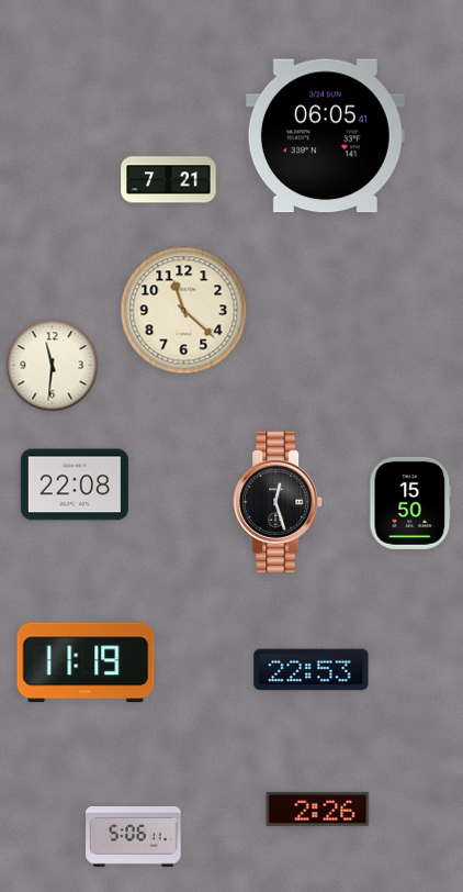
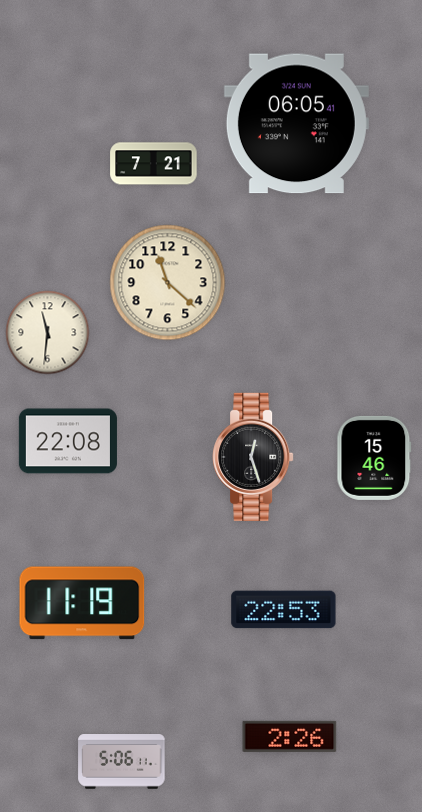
clock at (410, 503): 15:50 -> 15:46
clock at (86, 662) position: (86, 662) -> (82, 603)
